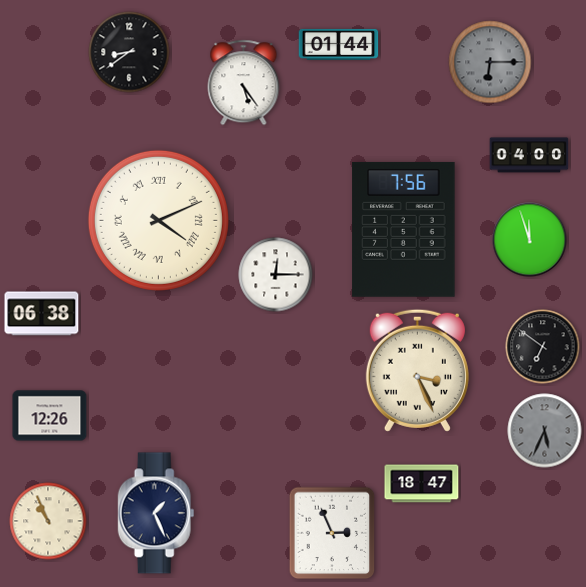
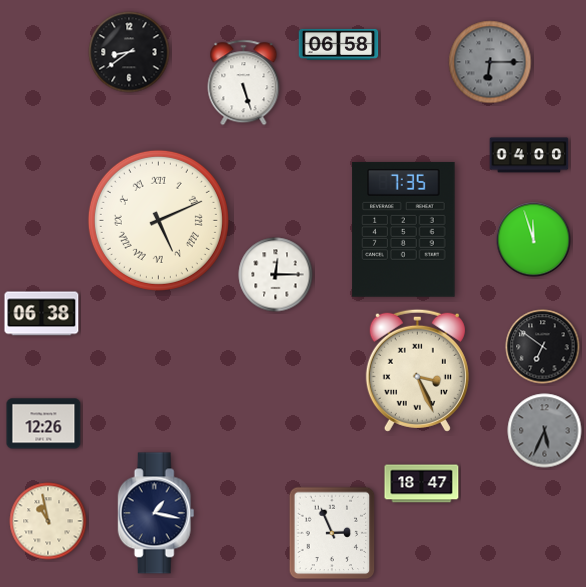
clock at (339, 44): 01:44 -> 06:58
clock at (244, 83): 5:24 -> 5:27
clock at (158, 220): 4:11 -> 5:11
clock at (404, 229): 7:56 -> 7:35
clock at (530, 240) position: (530, 240) -> (534, 240)
clock at (50, 416) position: (50, 416) -> (44, 424)
clock at (156, 513): 1:26 -> 1:17
clock at (48, 521): 10:56 -> 10:58
